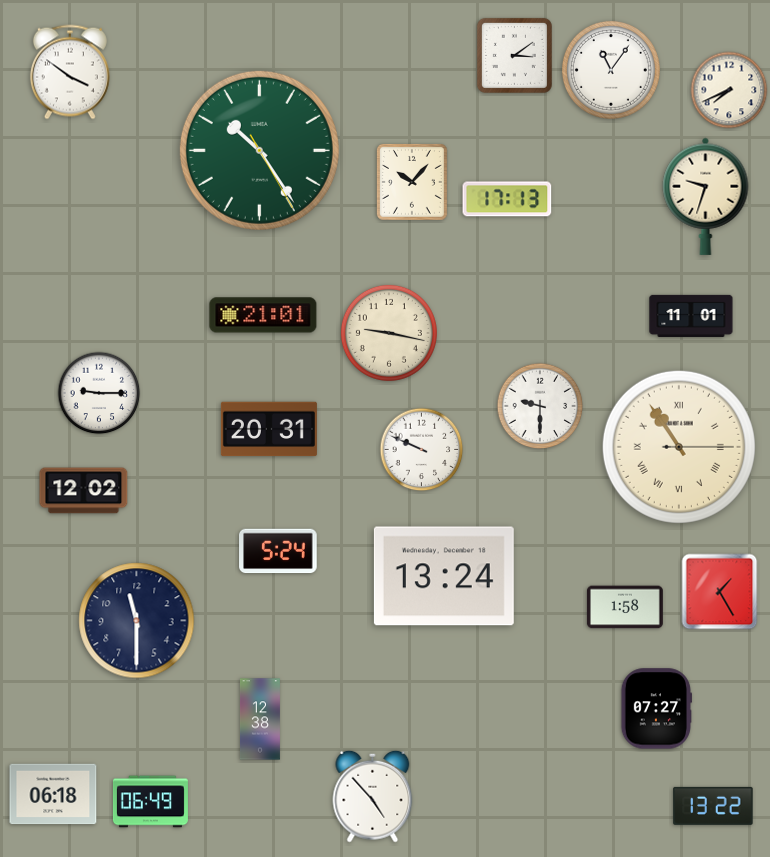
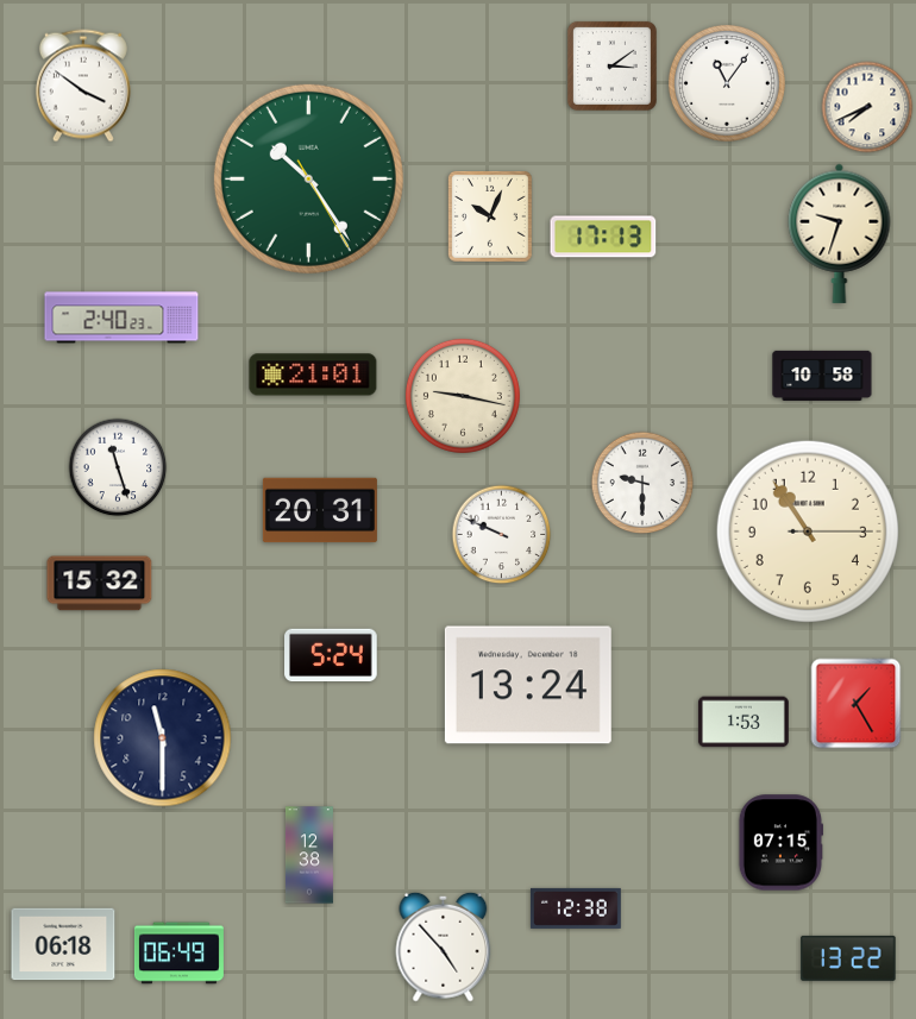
clock at (412, 182): 10:07 -> 10:04
clock at (121, 317): none -> 2:40
clock at (691, 316): 11:01 -> 10:58
clock at (99, 393): 9:15 -> 11:27
clock at (679, 447) numerals: Roman -> Arabic
clock at (84, 491): 12:02 -> 15:32
clock at (625, 607): 1:58 -> 1:53
clock at (656, 709): 07:27 -> 07:15
clock at (576, 908): none -> 12:38
